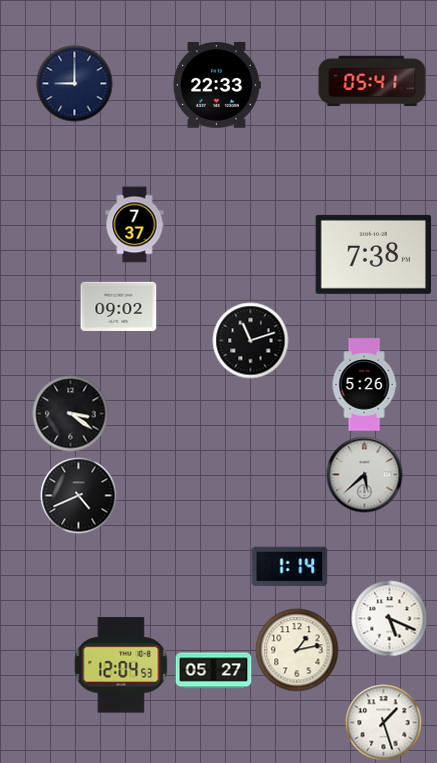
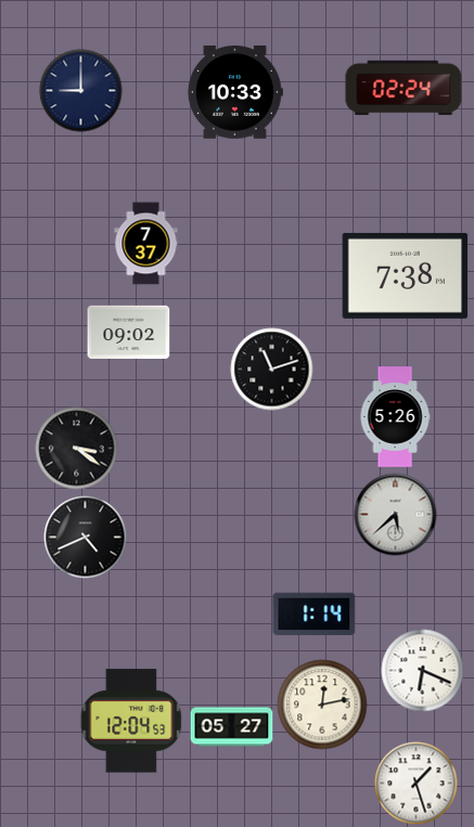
clock at (372, 81): 05:41 -> 02:24
clock at (216, 86): 22:33 -> 10:33
clock at (390, 619): 5:19 -> 6:19
clock at (297, 650): 1:13 -> 12:13
